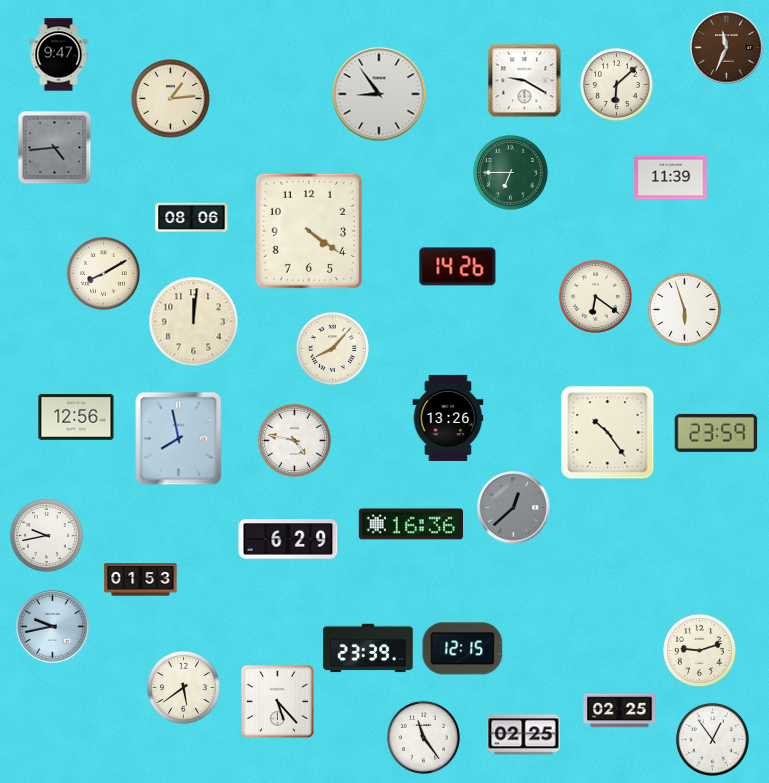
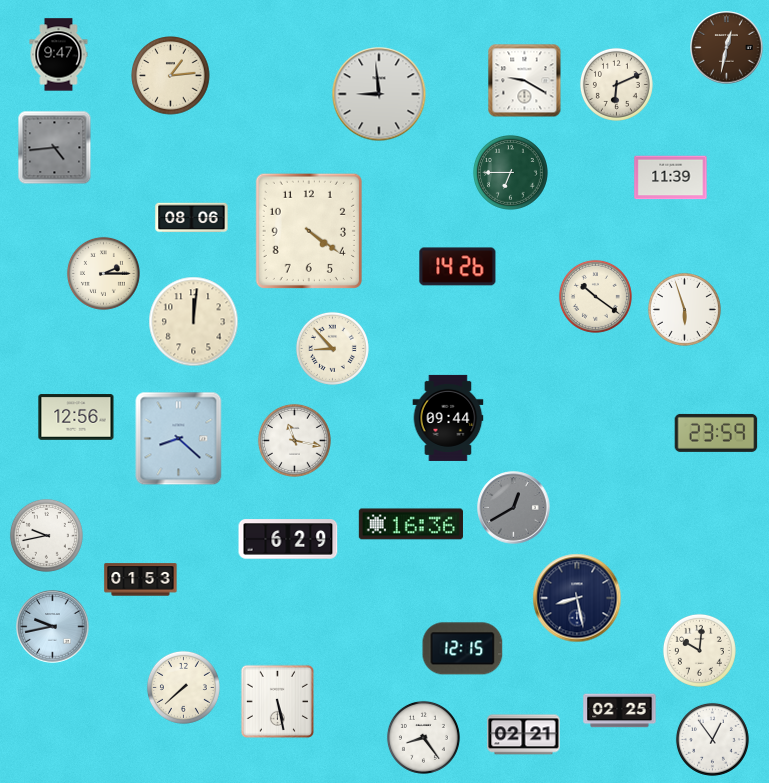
clock at (727, 48): 11:34 -> 12:32
clock at (616, 84): 6:08 -> 6:11
clock at (379, 94): 8:54 -> 8:59
clock at (171, 99) position: (171, 99) -> (171, 76)
clock at (103, 273): 8:10 -> 2:15
clock at (595, 296): 6:21 -> 10:21
clock at (332, 348): 8:07 -> 8:53
clock at (448, 418): 13:26 -> 09:44
clock at (608, 433): 10:24 -> none
clock at (179, 439): 7:58 -> 8:22
clock at (294, 440): 4:47 -> 11:17
clock at (514, 508): 12:38 -> 12:40
clock at (577, 598): none -> 8:28
clock at (368, 648): 23:39 -> none
clock at (699, 650): 9:12 -> 10:01
clock at (183, 687): 5:39 -> 7:38
clock at (277, 701): 5:23 -> 5:28
clock at (524, 735): 02:25 -> 02:21
clock at (423, 737): 11:24 -> 8:24
